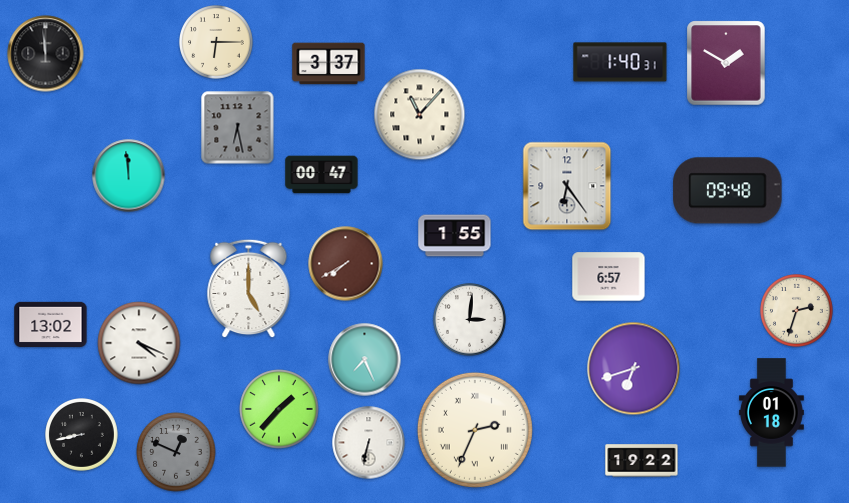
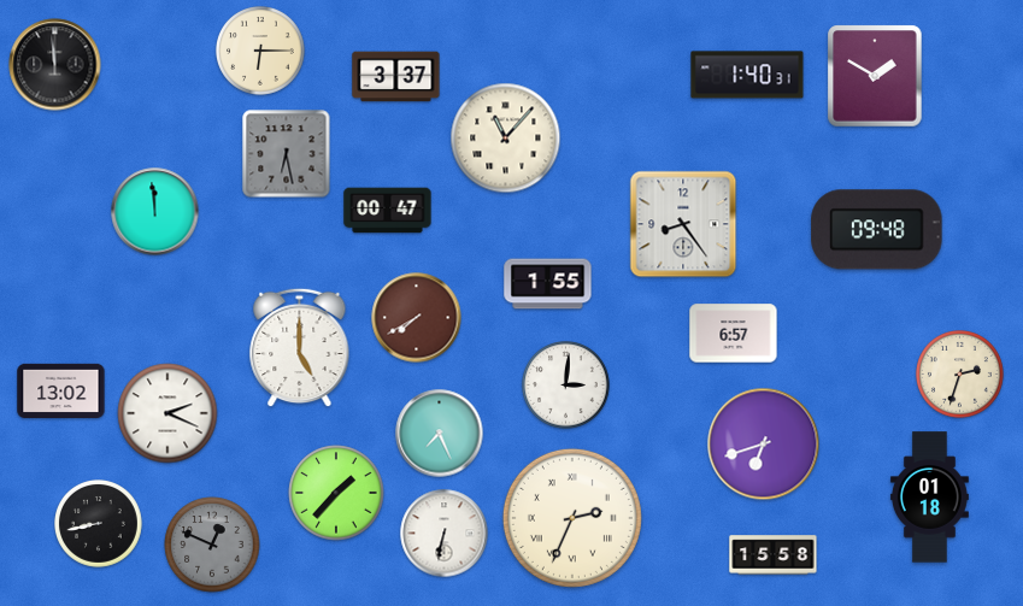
clock at (567, 186): 6:24 -> 8:24
clock at (139, 343): 4:19 -> 2:19
clock at (642, 461): 19:22 -> 15:58
